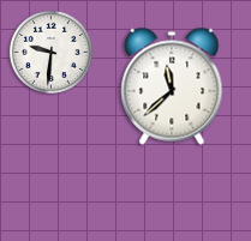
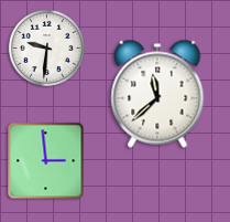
clock at (172, 86) position: (172, 86) -> (157, 94)
clock at (46, 161): none -> 2:59
